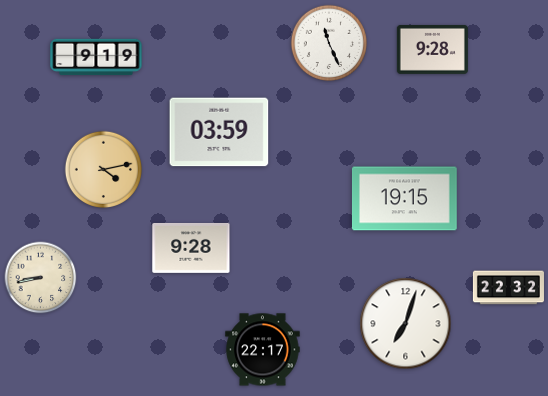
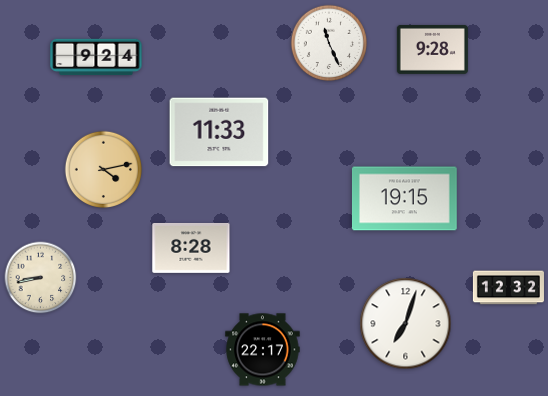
clock at (96, 57): 9:19 -> 9:24
clock at (219, 132): 03:59 -> 11:33
clock at (191, 248): 9:28 -> 8:28
clock at (508, 288): 22:32 -> 12:32
